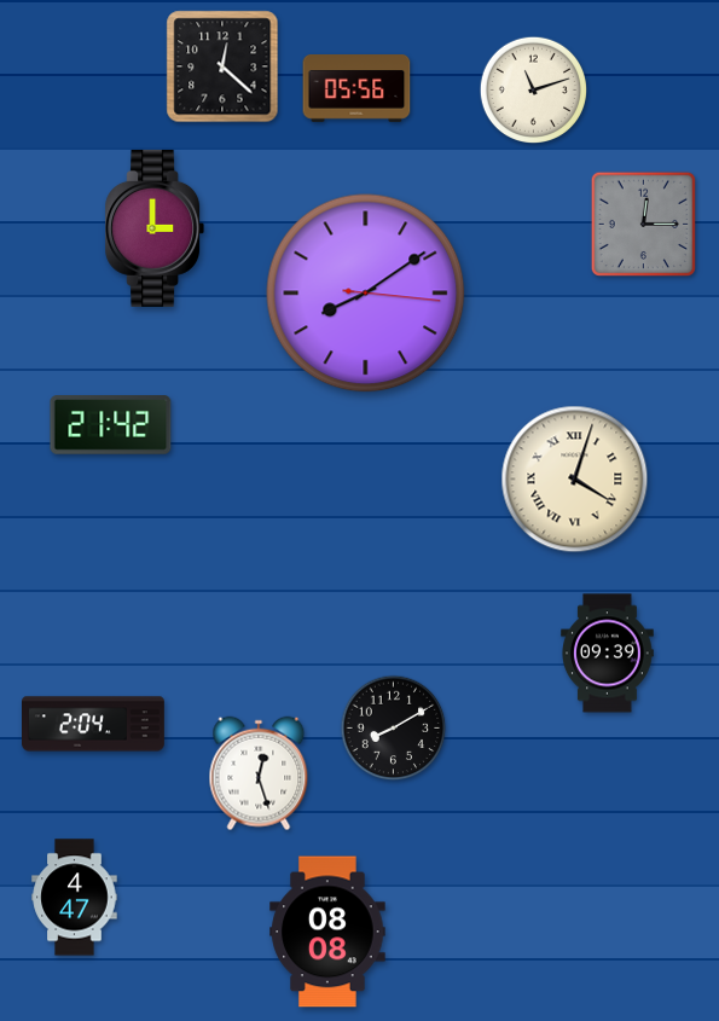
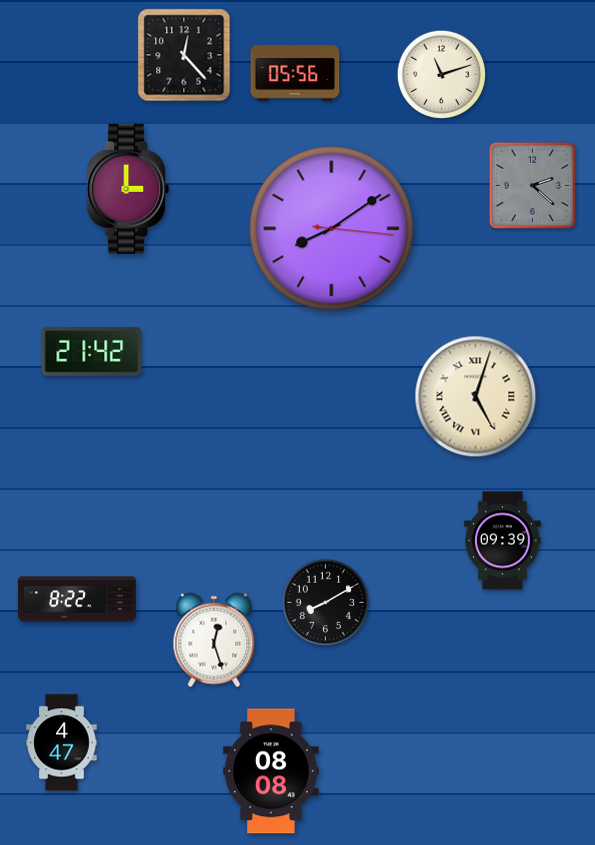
clock at (222, 66): 12:22 -> 12:23
clock at (643, 224): 12:15 -> 2:22
clock at (366, 294) position: (366, 294) -> (332, 229)
clock at (575, 480): 4:03 -> 5:03
clock at (94, 724): 2:04 -> 8:22
